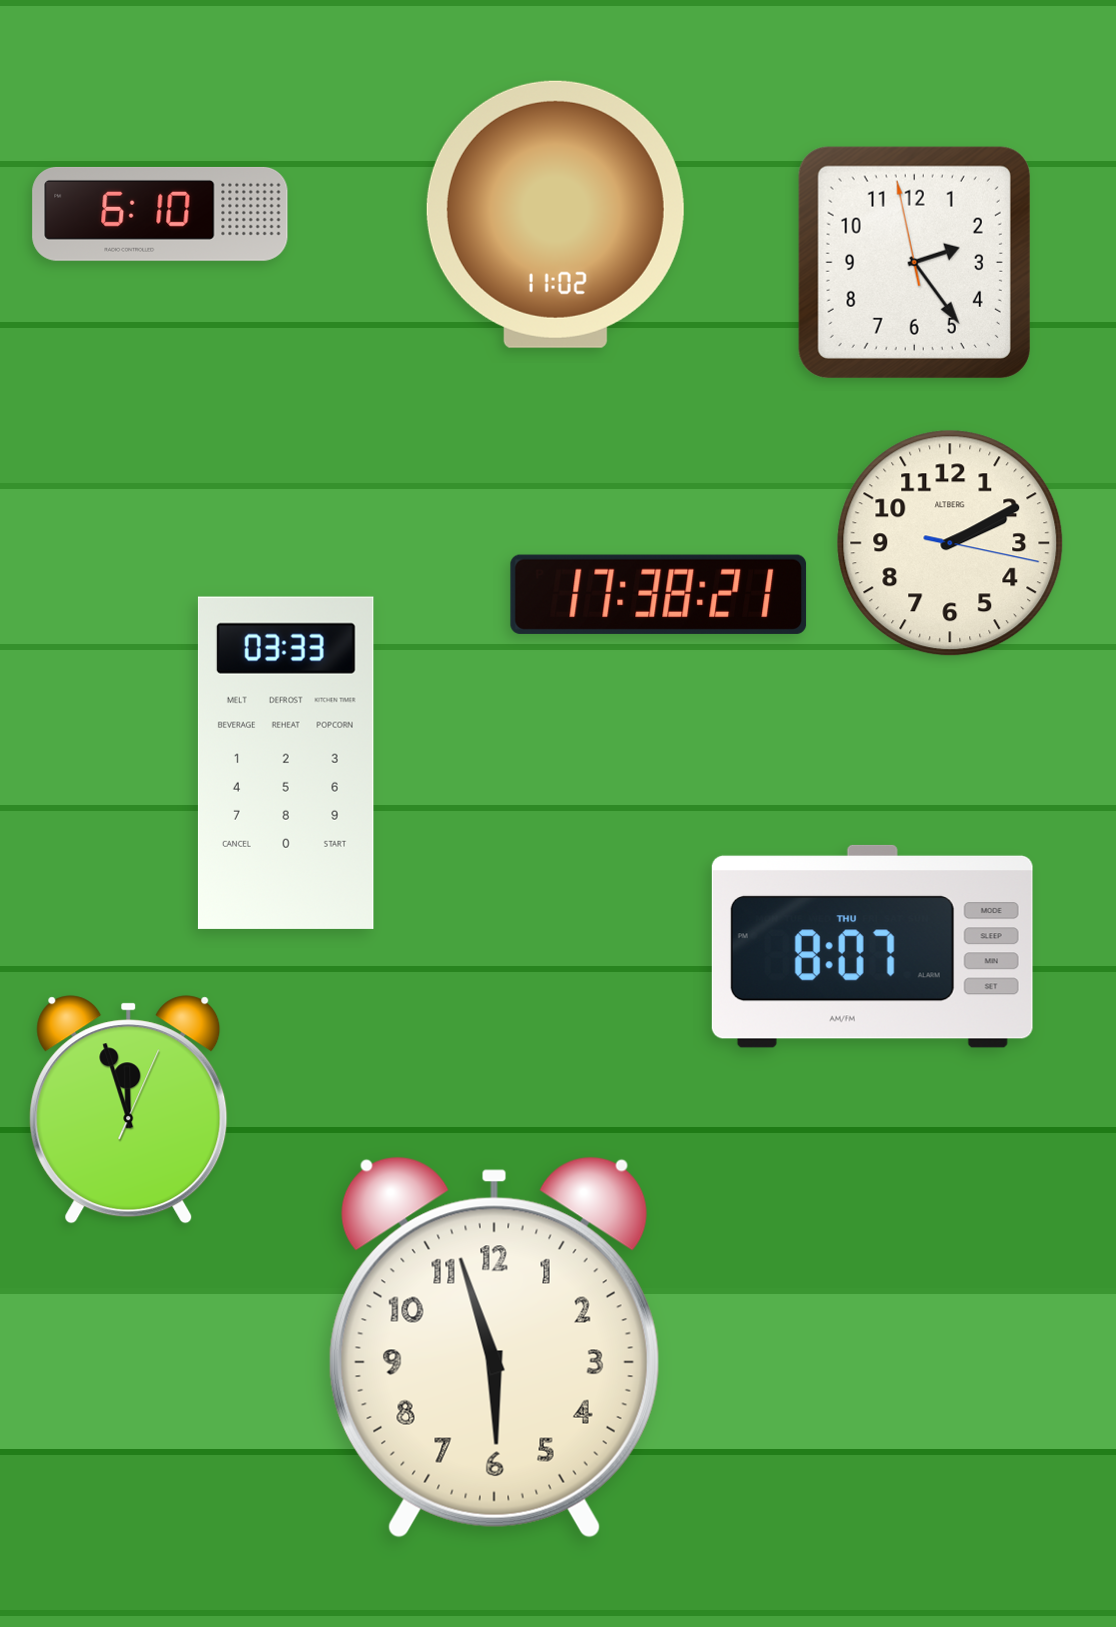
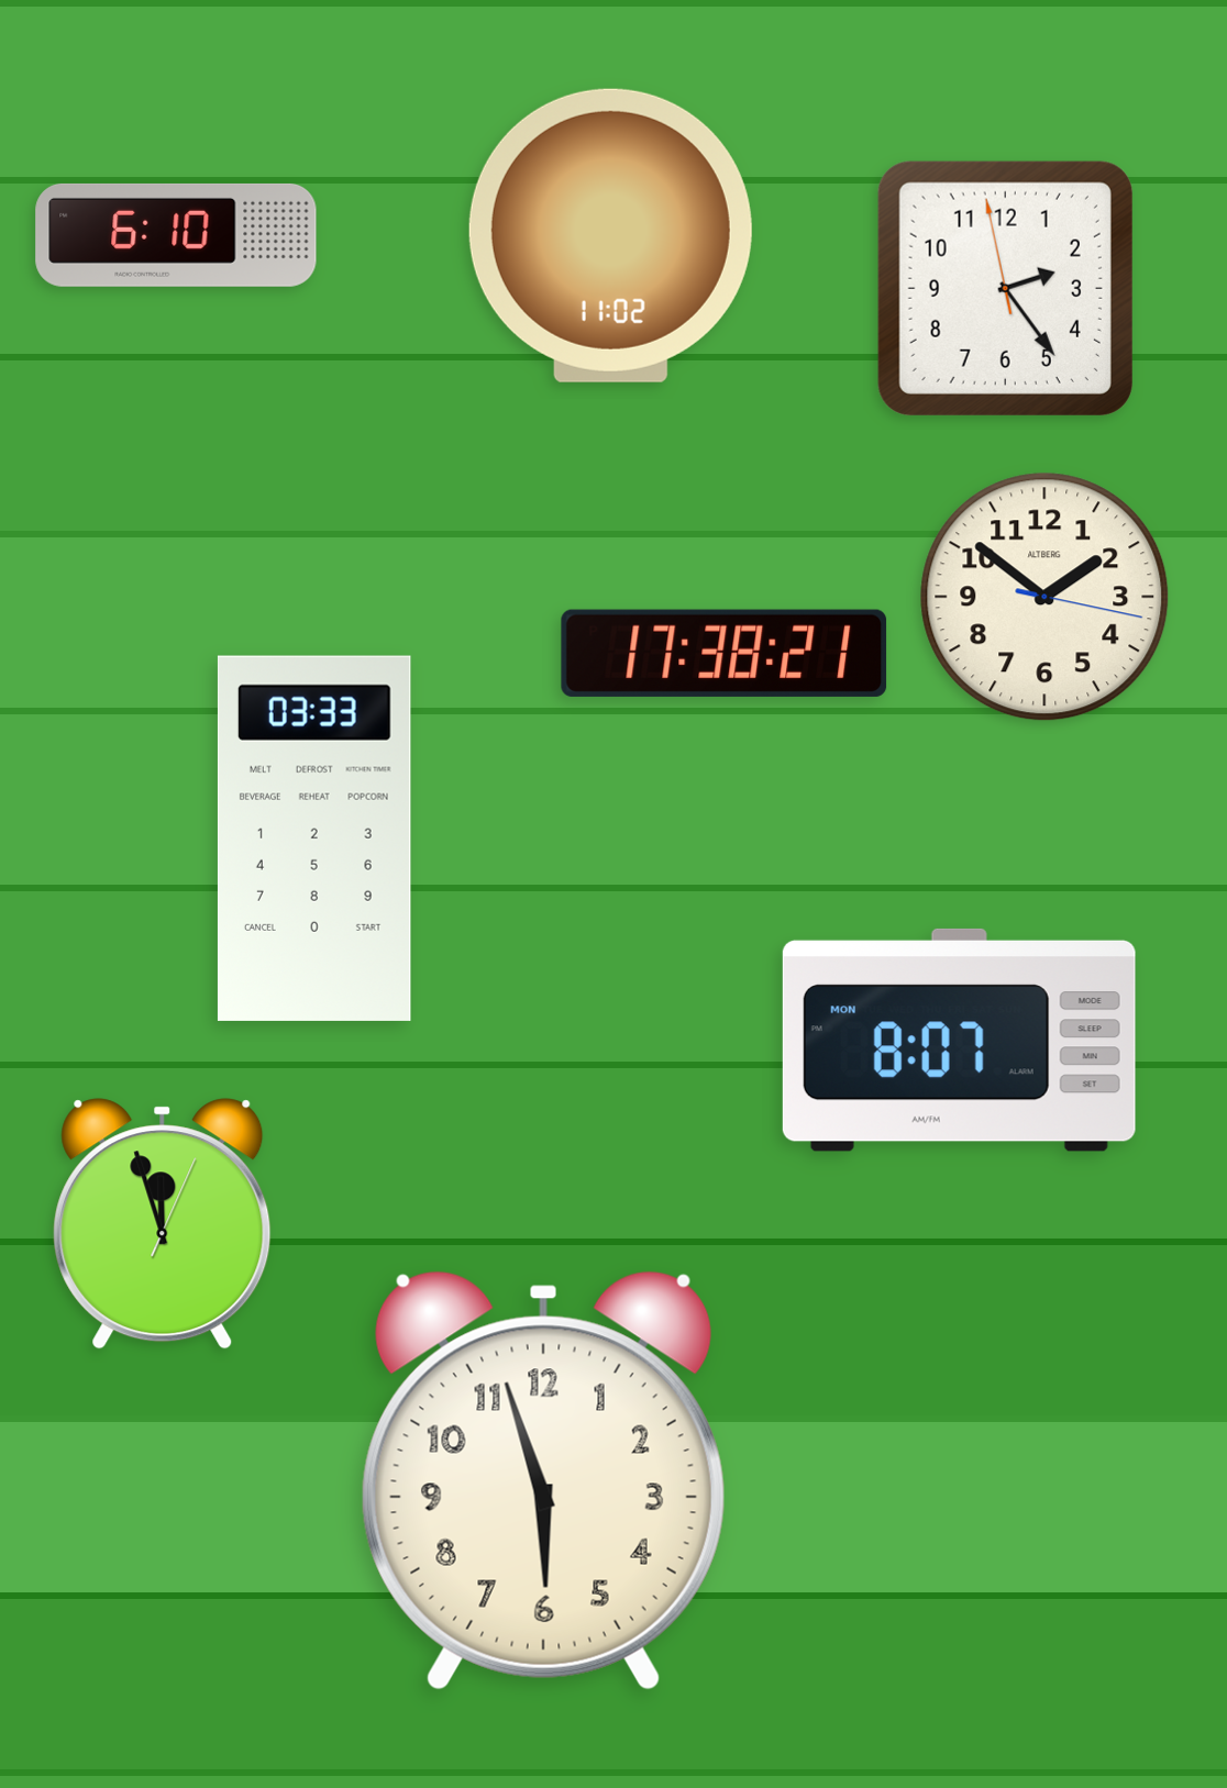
clock at (950, 543): 2:10 -> 1:51
clock at (872, 946) date: THU -> MON
clock at (129, 1110) position: (129, 1110) -> (163, 1224)
